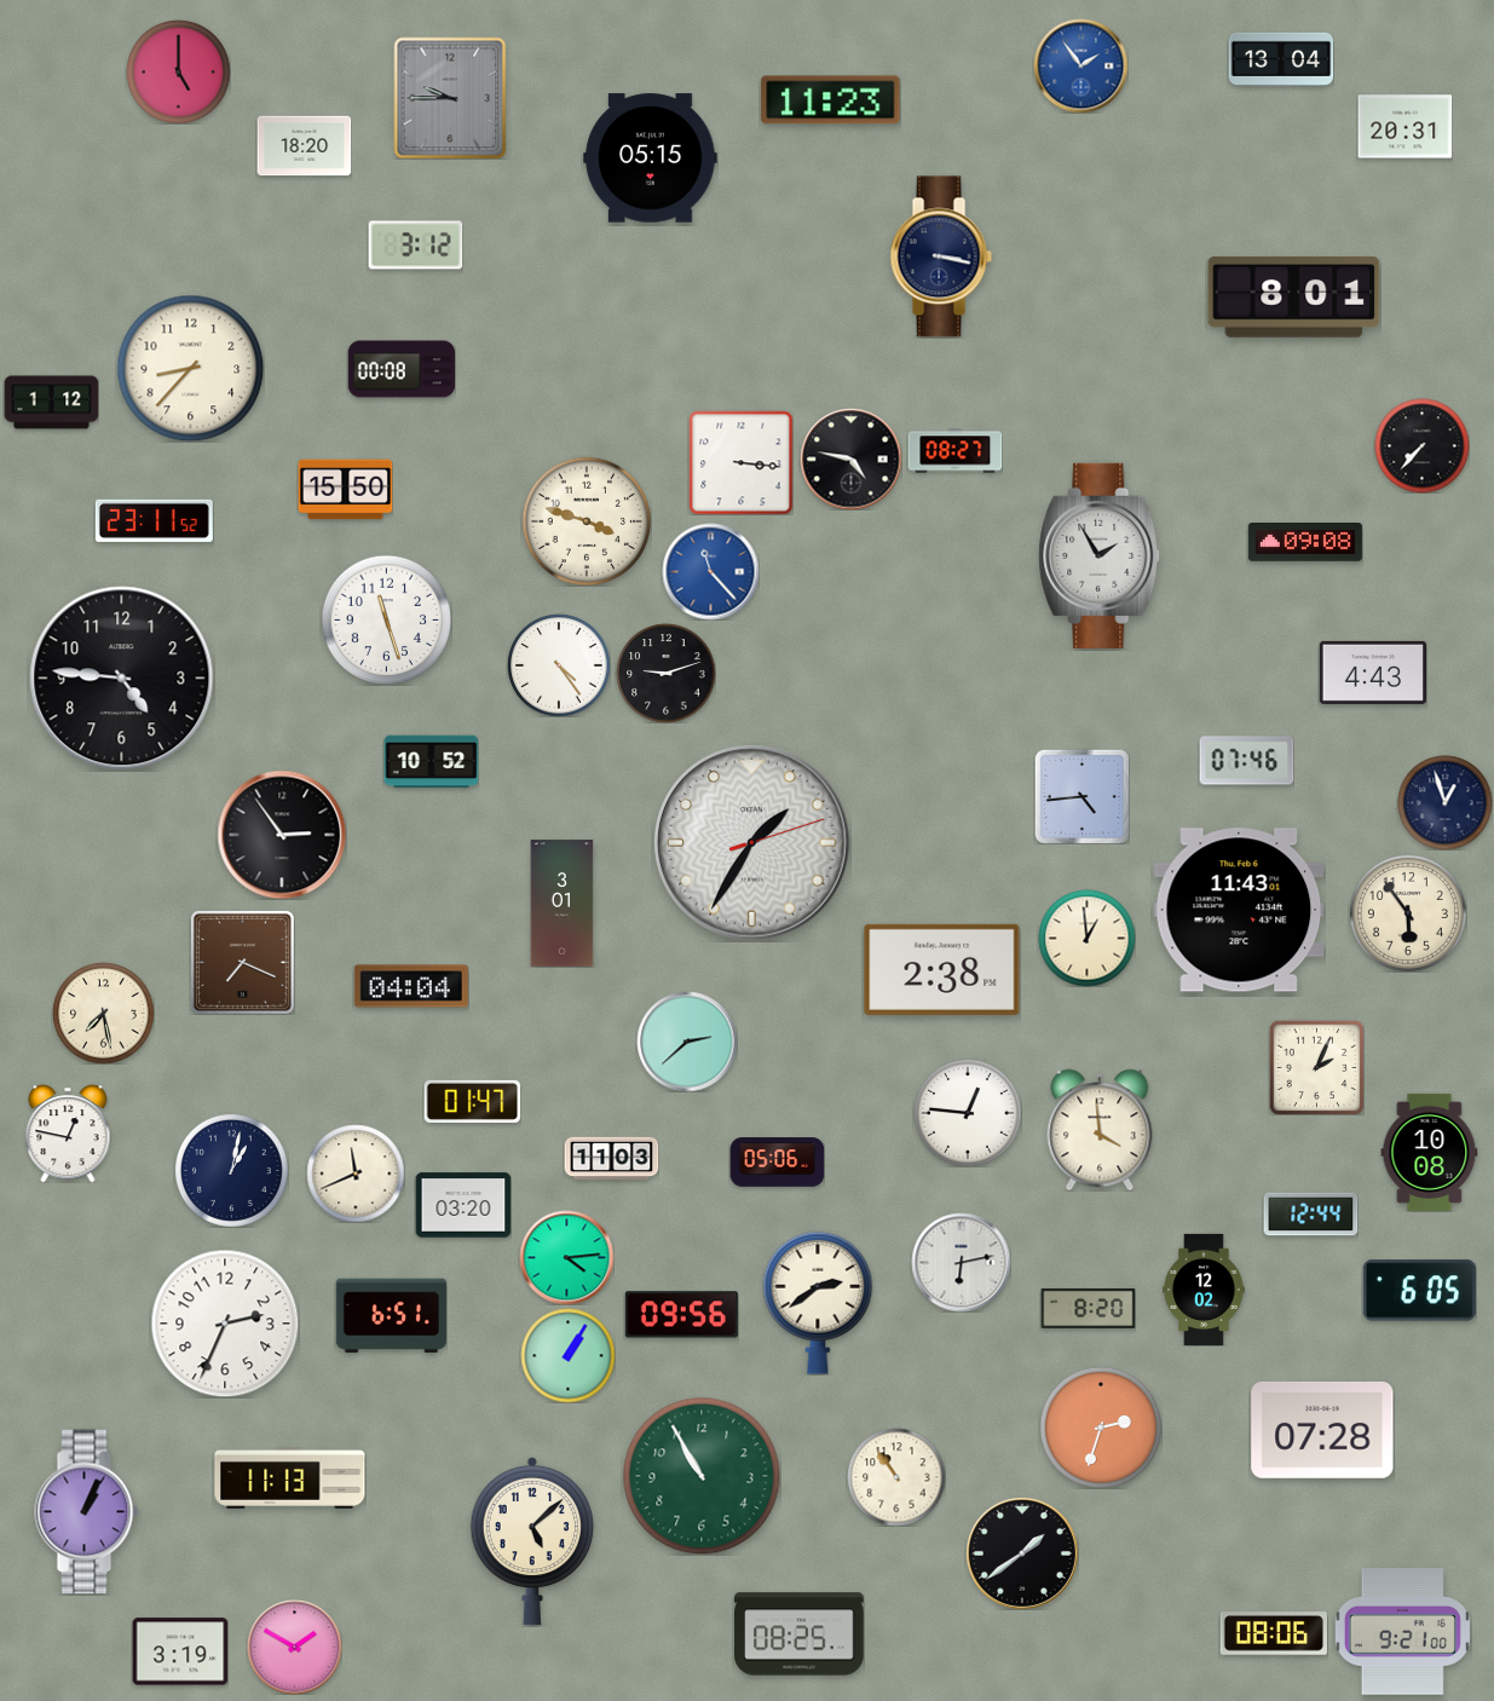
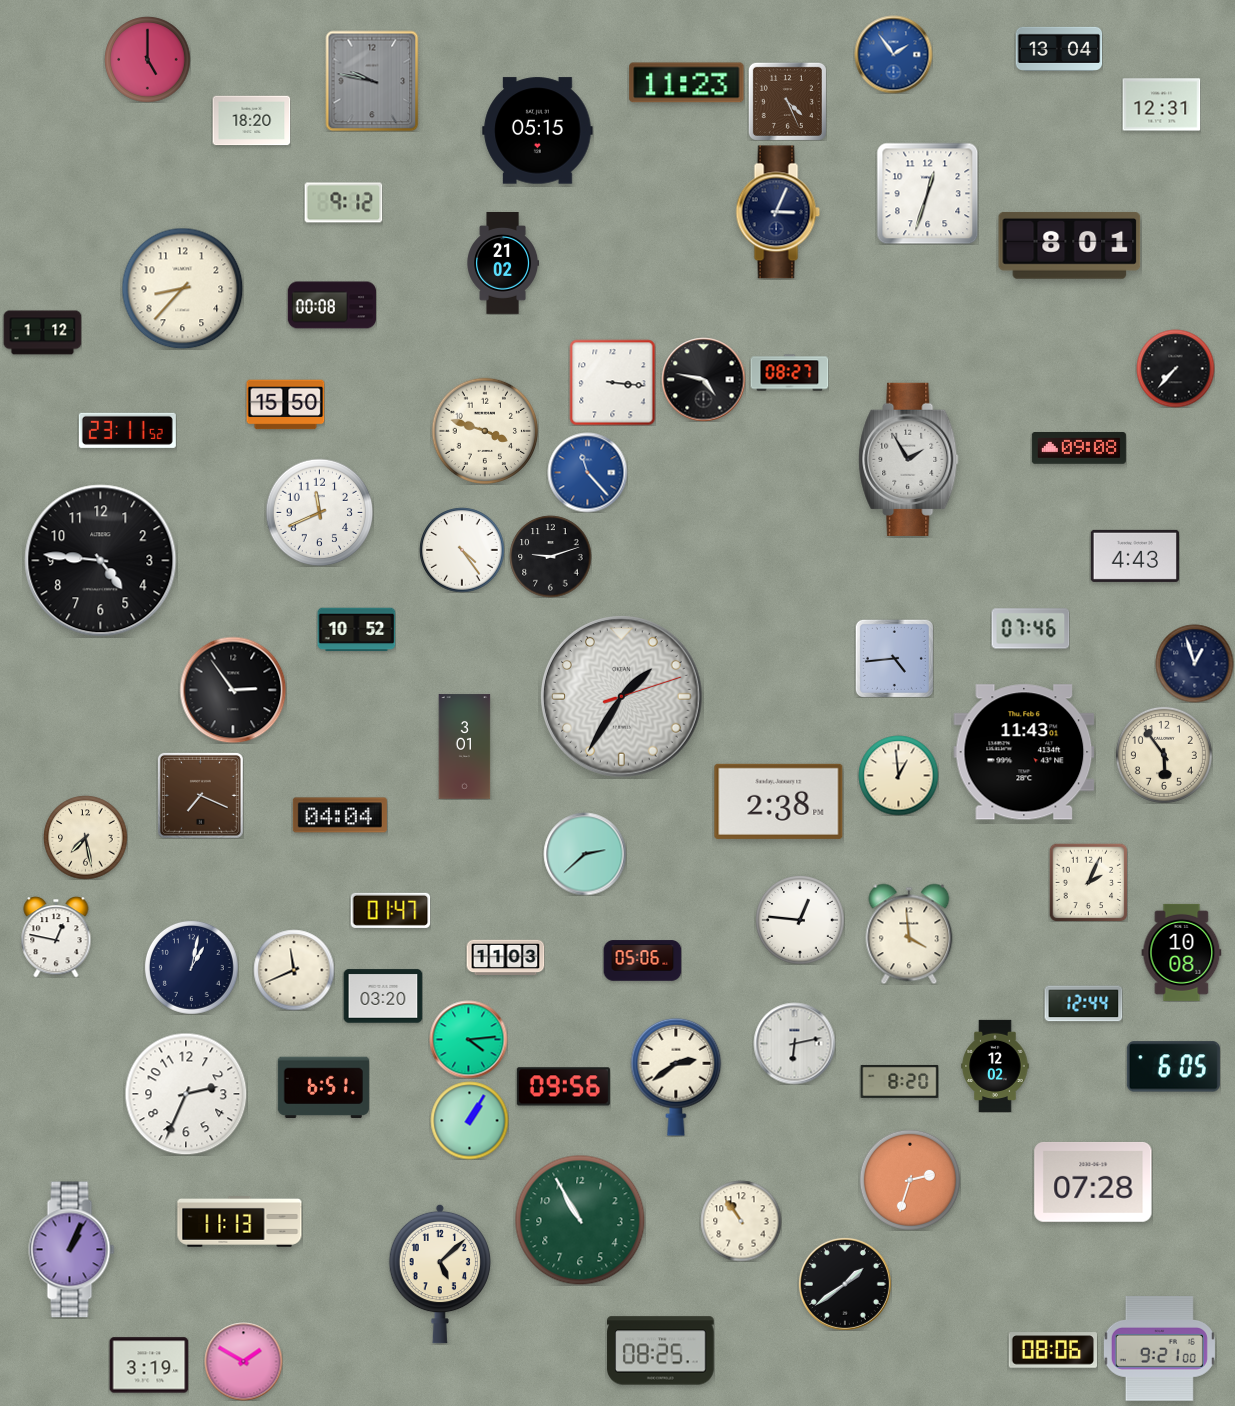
clock at (450, 98): 9:45 -> 9:47
clock at (787, 101): none -> 4:26
clock at (1404, 127): 20:31 -> 12:31
clock at (927, 193): none -> 12:33
clock at (415, 246): 3:12 -> 9:12
clock at (941, 256): 3:17 -> 3:04
clock at (502, 264): none -> 21:02
clock at (190, 368) position: (190, 368) -> (182, 288)
clock at (386, 619): 11:27 -> 11:41
clock at (687, 1042) position: (687, 1042) -> (585, 854)
